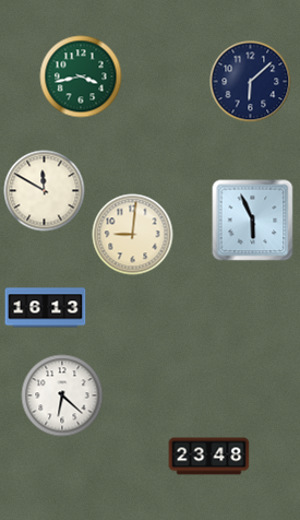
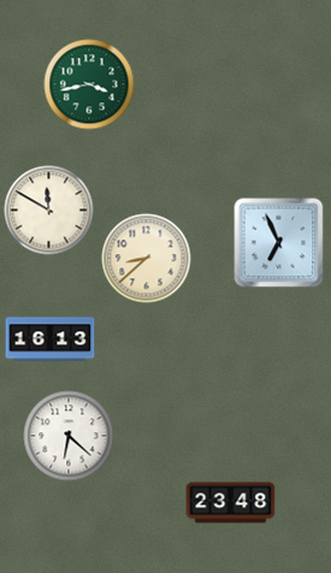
clock at (251, 82): 6:08 -> none
clock at (253, 221): 5:56 -> 6:56
clock at (133, 235): 9:01 -> 8:38
